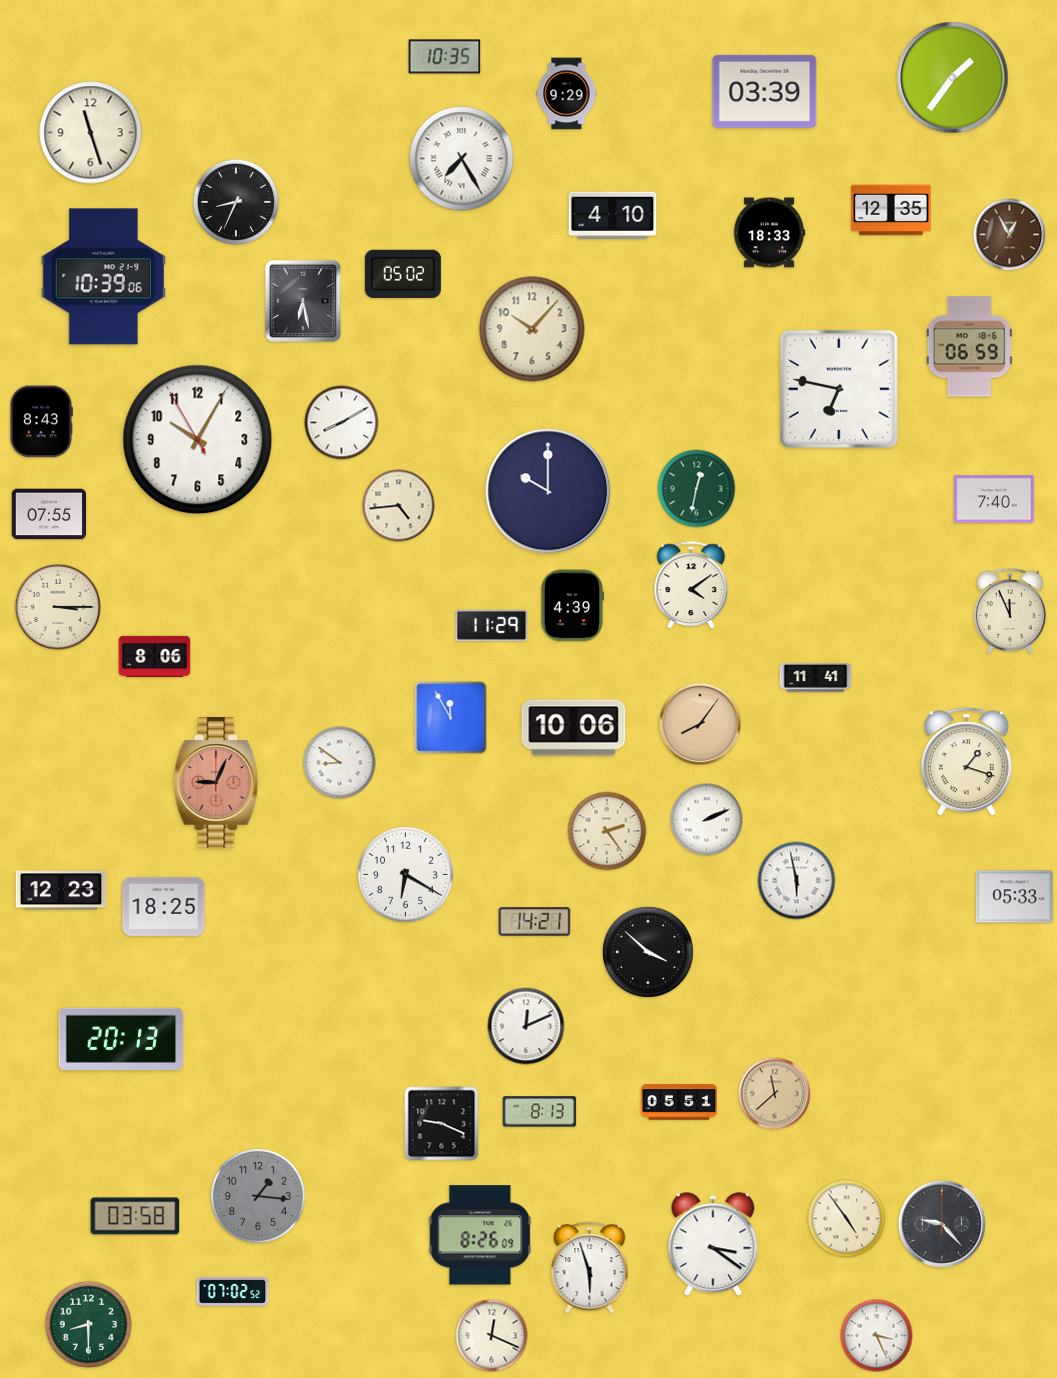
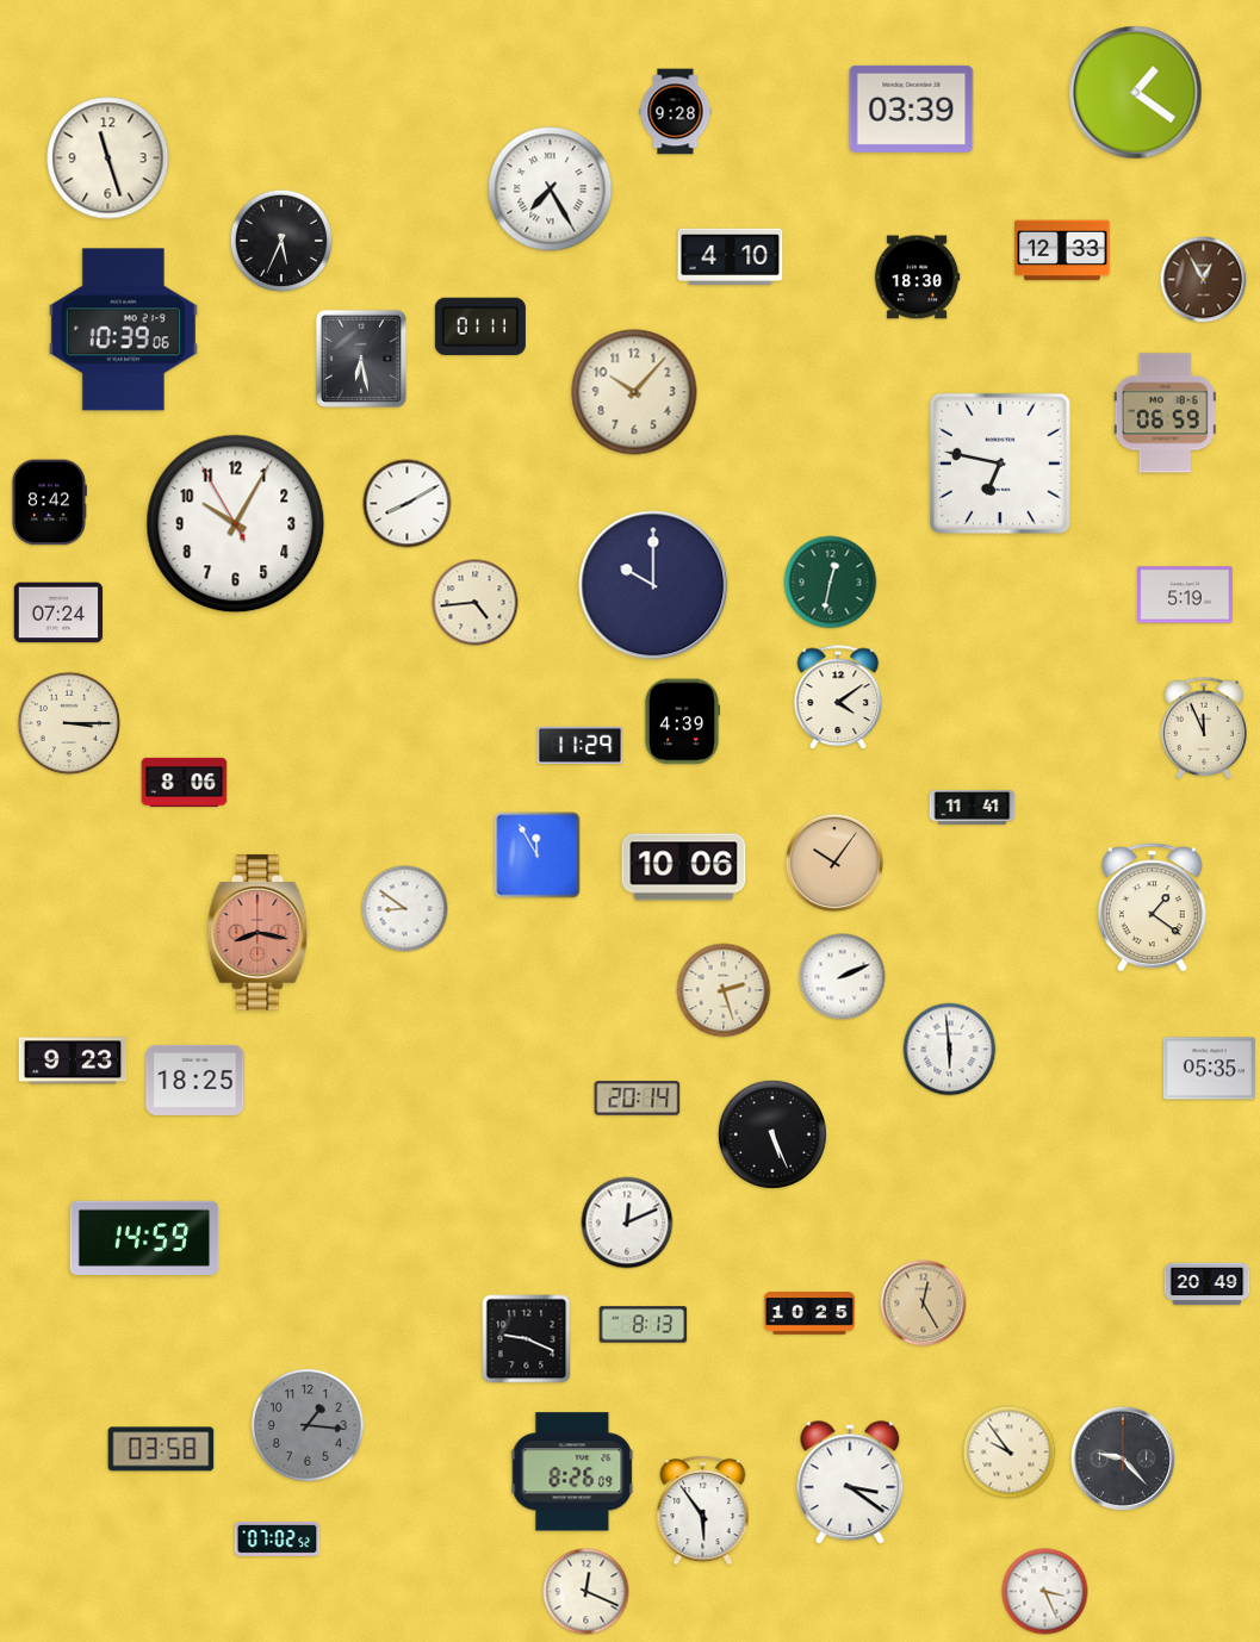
clock at (445, 57): 10:35 -> none
clock at (953, 78): 1:36 -> 1:21
clock at (567, 94): 9:29 -> 9:28
clock at (236, 202): 8:34 -> 5:34
clock at (891, 210): 12:35 -> 12:33
clock at (769, 233): 18:33 -> 18:30
clock at (403, 274): 05:02 -> 01:11
clock at (969, 347) position: (969, 347) -> (1165, 413)
clock at (41, 422): 8:43 -> 8:42
clock at (994, 499): 7:40 -> 5:19
clock at (49, 514): 07:55 -> 07:24
clock at (691, 586) position: (691, 586) -> (838, 698)
clock at (492, 625) position: (492, 625) -> (581, 745)
clock at (700, 724): 8:06 -> 10:06
clock at (966, 762): 1:18 -> 1:21
clock at (217, 783): 9:04 -> 8:17
clock at (607, 831): 2:24 -> 2:27
clock at (406, 875): 6:20 -> none
clock at (797, 881): 5:58 -> 5:59
clock at (61, 890): 12:23 -> 9:23
clock at (1014, 897): 05:33 -> 05:35
clock at (535, 922): 14:21 -> 20:14
clock at (648, 952): 3:52 -> 5:26
clock at (121, 1039): 20:13 -> 14:59
clock at (1208, 1285): none -> 20:49
clock at (775, 1094): 11:38 -> 12:25
clock at (679, 1102): 05:51 -> 10:25
clock at (847, 1219): 4:54 -> 9:54
clock at (590, 1268): 5:57 -> 5:54
clock at (89, 1325): 8:30 -> none
